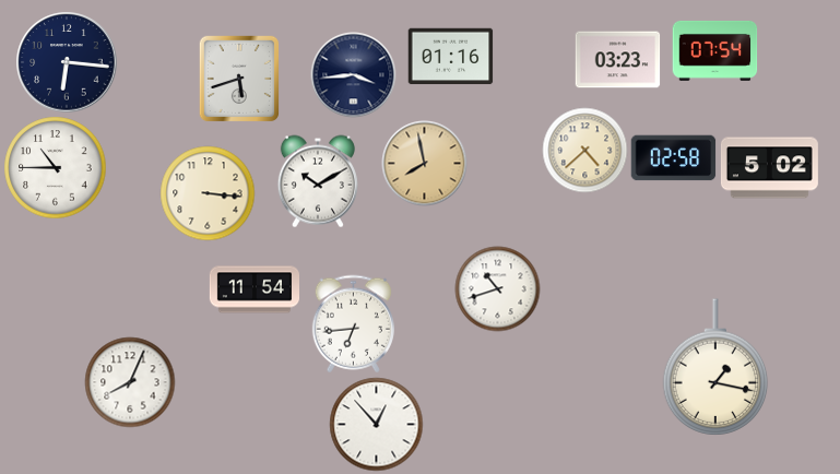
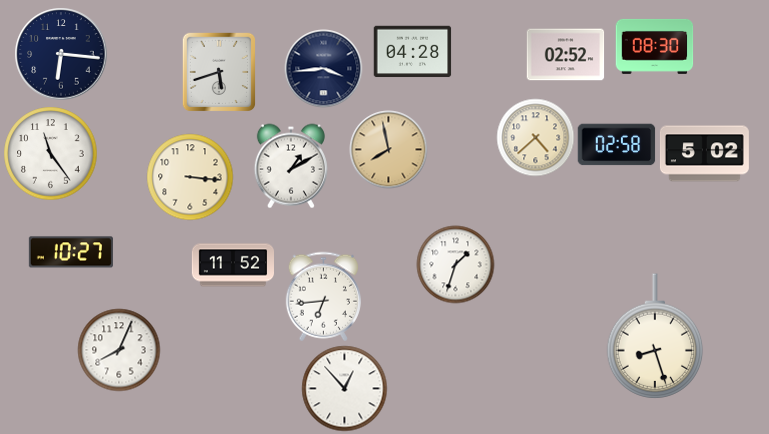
clock at (714, 50): 07:54 -> 08:30
clock at (450, 57): 01:16 -> 04:28
clock at (617, 60): 03:23 -> 02:52
clock at (67, 62) position: (67, 62) -> (61, 54)
clock at (55, 167): 10:45 -> 11:24
clock at (318, 181): 10:10 -> 1:10
clock at (71, 252): none -> 10:27
clock at (497, 288): 10:42 -> 1:33
clock at (253, 289): 11:54 -> 11:52
clock at (715, 367): 1:17 -> 8:27
